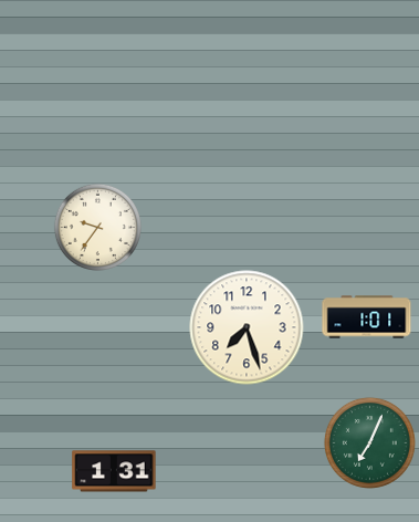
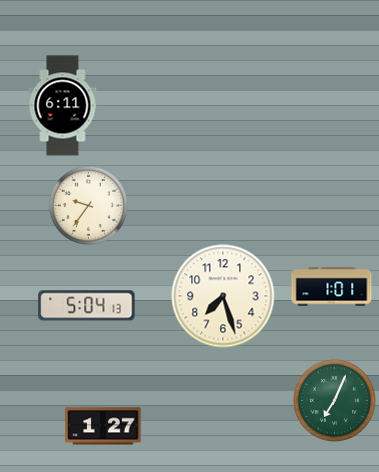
clock at (63, 106): none -> 6:11
clock at (87, 306): none -> 5:04
clock at (114, 471): 1:31 -> 1:27
